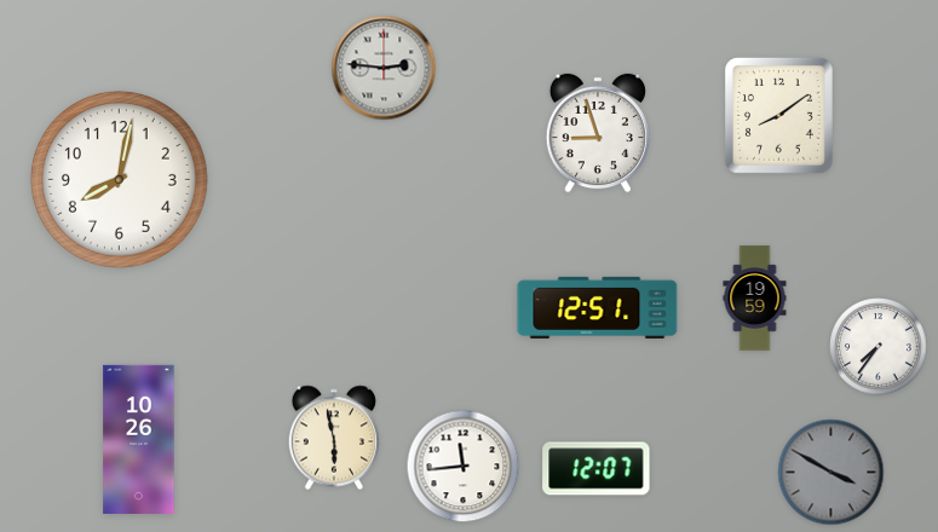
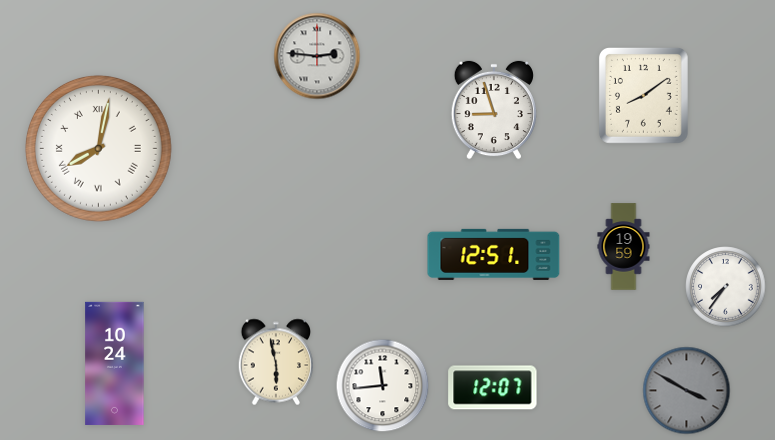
clock at (119, 179) numerals: Arabic -> Roman
clock at (139, 439): 10:26 -> 10:24
